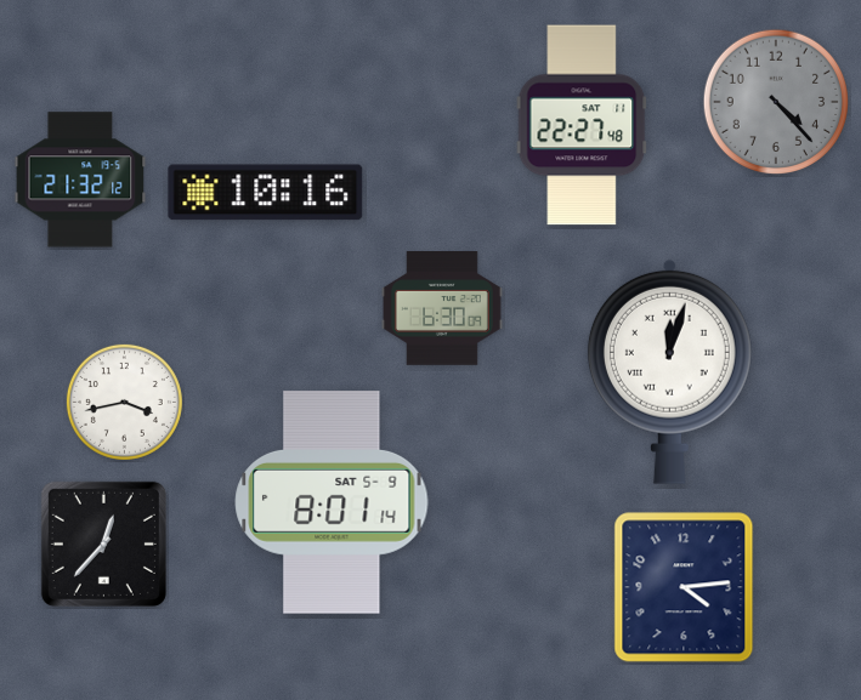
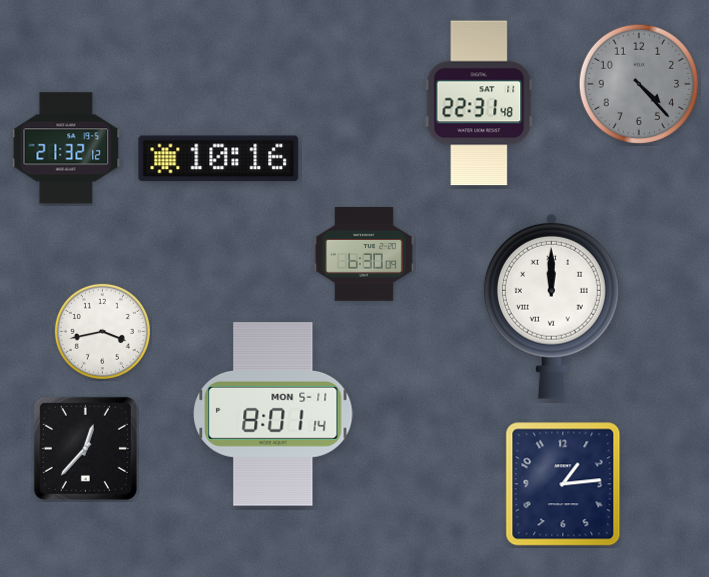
clock at (582, 125): 22:27 -> 22:31
clock at (669, 371): 12:03 -> 12:00
clock at (332, 502) date: SAT 5-9 -> MON 5-11
clock at (684, 587): 4:14 -> 1:14
